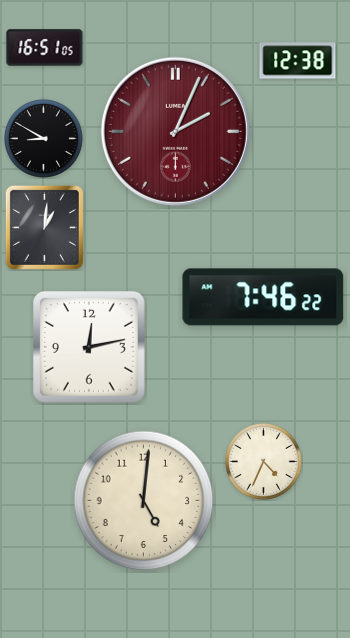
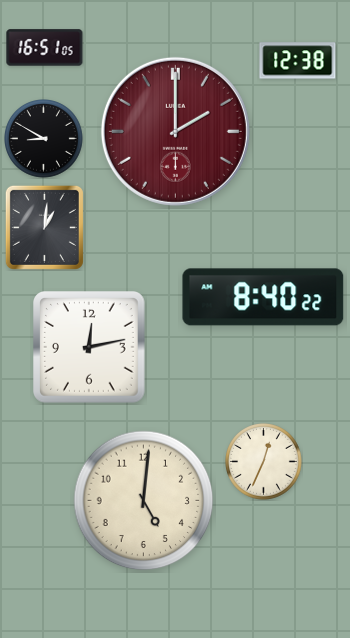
clock at (175, 131): 2:04 -> 2:00
clock at (263, 297): 7:46 -> 8:40
clock at (264, 462): 4:34 -> 12:34
